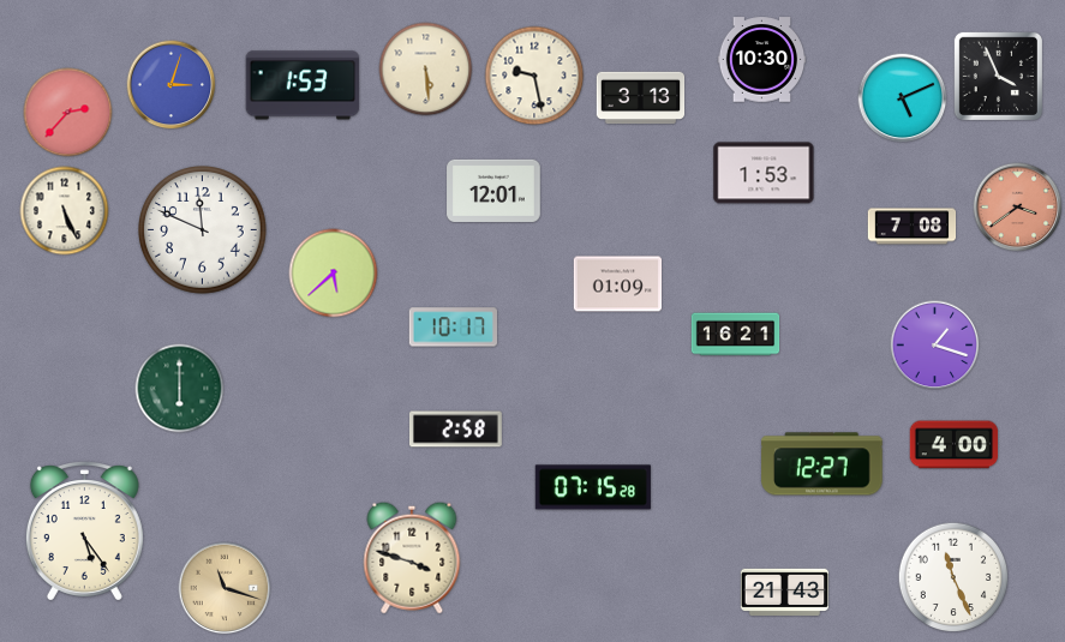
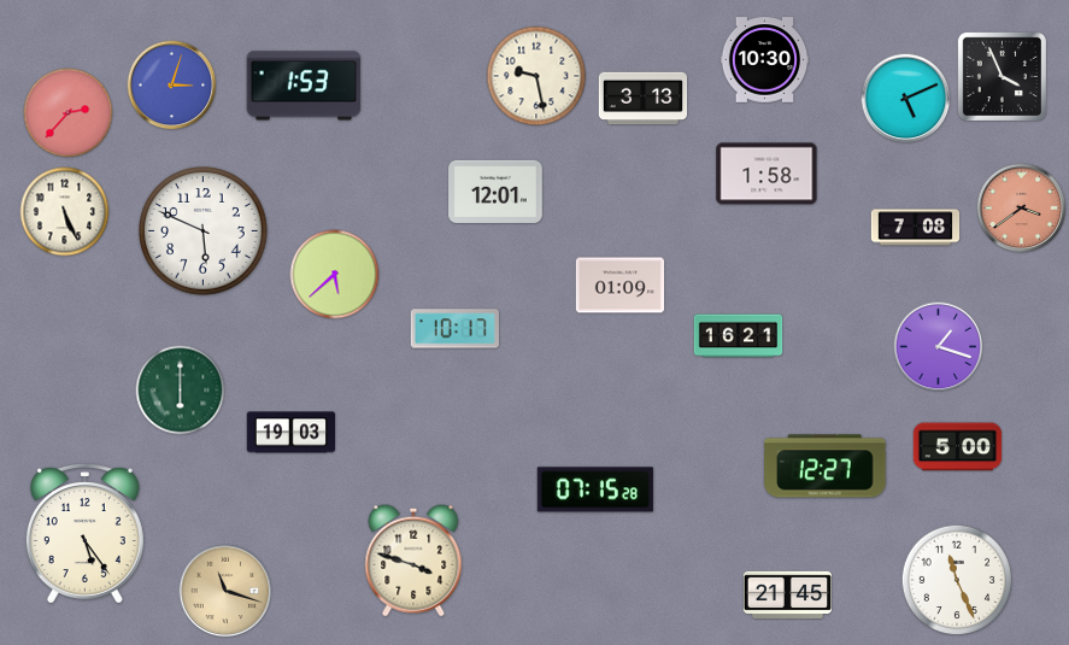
clock at (426, 70): 5:29 -> none
clock at (764, 173): 1:53 -> 1:58
clock at (203, 230): 11:49 -> 5:49
clock at (455, 430): 2:58 -> none
clock at (292, 433): none -> 19:03
clock at (955, 445): 4:00 -> 5:00
clock at (785, 592): 21:43 -> 21:45
